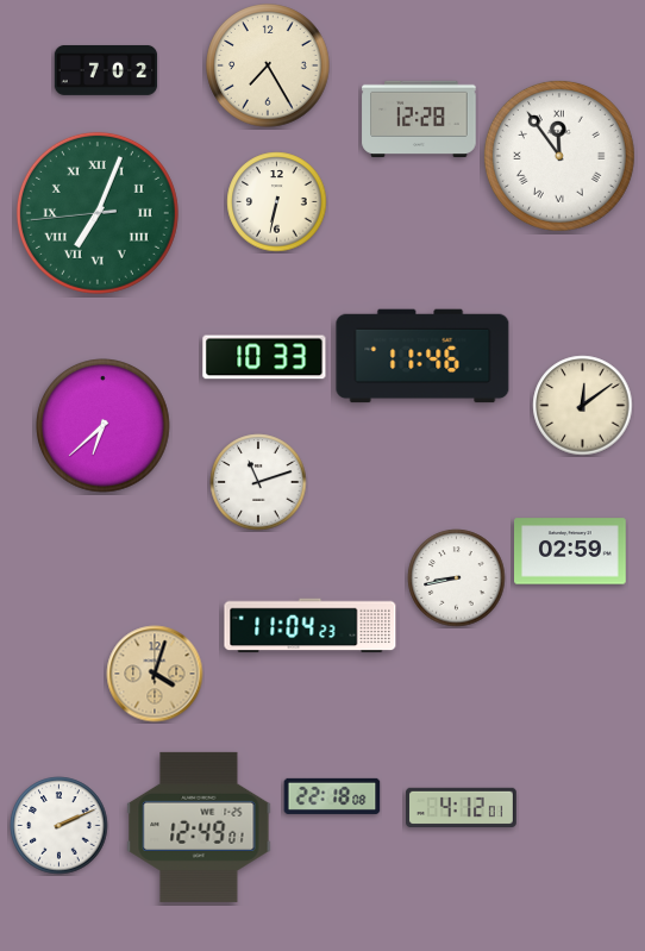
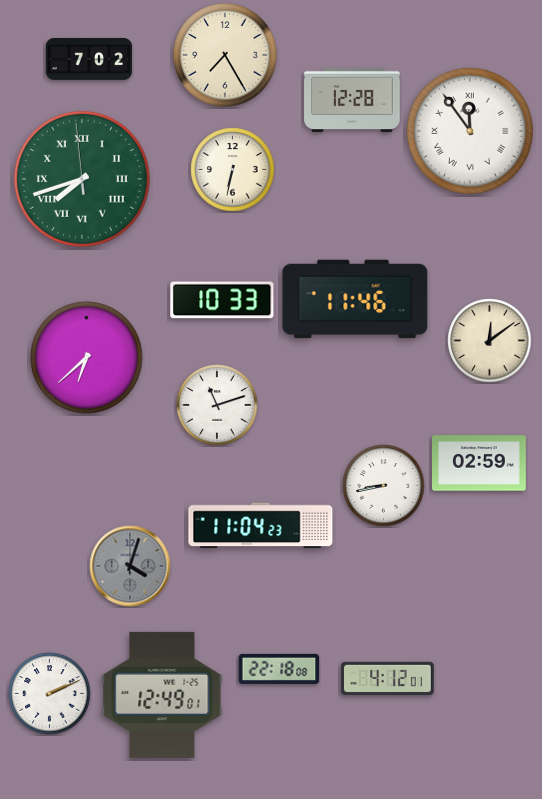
clock at (98, 213): 7:03 -> 7:41
clock at (155, 674) dial: champagne -> grey
clock at (199, 827) position: (199, 827) -> (162, 695)
